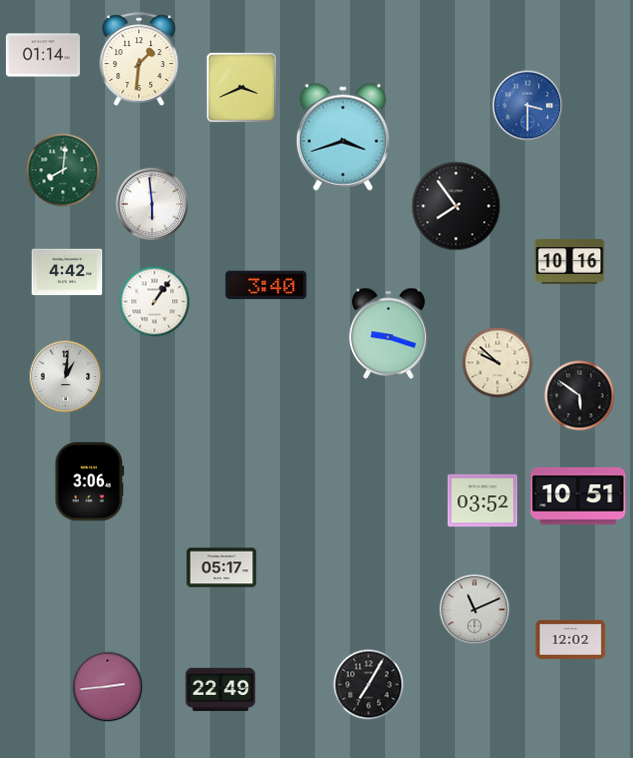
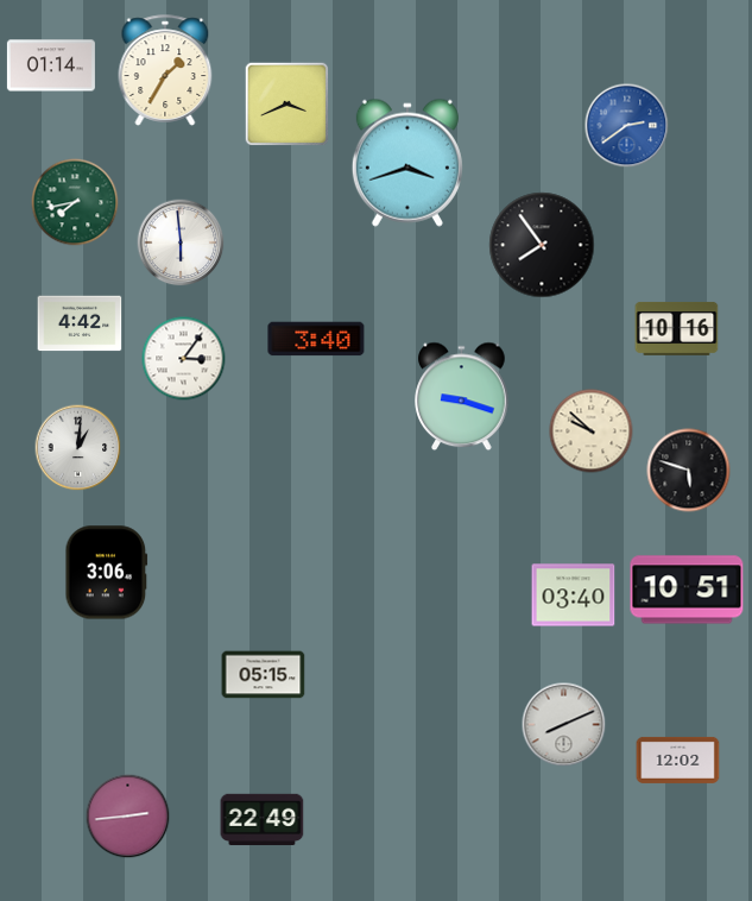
clock at (139, 59): 1:31 -> 1:35
clock at (528, 106): 3:30 -> 2:39
clock at (63, 170): 8:01 -> 7:43
clock at (570, 262) position: (570, 262) -> (677, 329)
clock at (155, 302): 1:06 -> 3:06
clock at (580, 396): 5:51 -> 5:48
clock at (483, 501): 03:52 -> 03:40
clock at (222, 568): 05:17 -> 05:15
clock at (475, 610): 11:11 -> 8:11
clock at (369, 685): 7:05 -> none
